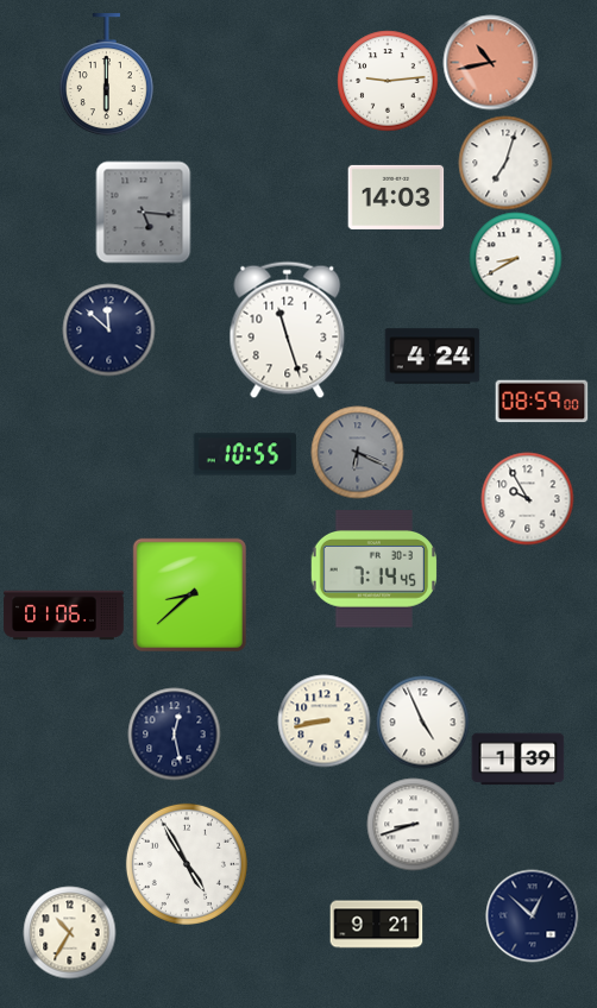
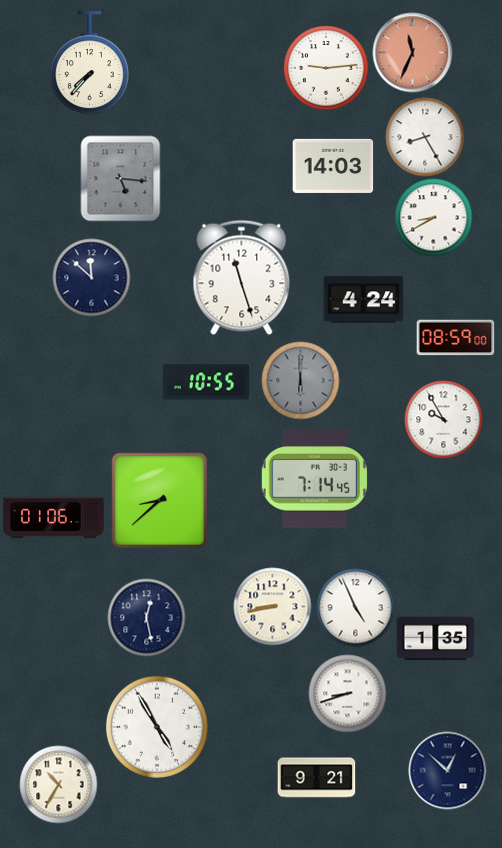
clock at (490, 62): 10:43 -> 11:34
clock at (106, 75): 6:00 -> 7:37
clock at (505, 163): 7:03 -> 8:25
clock at (357, 452): 6:19 -> 6:00
clock at (517, 760): 1:39 -> 1:35
